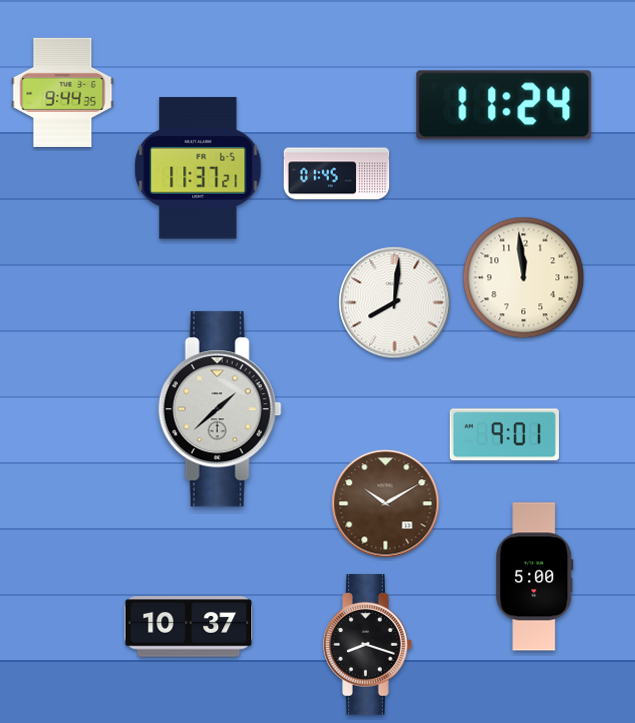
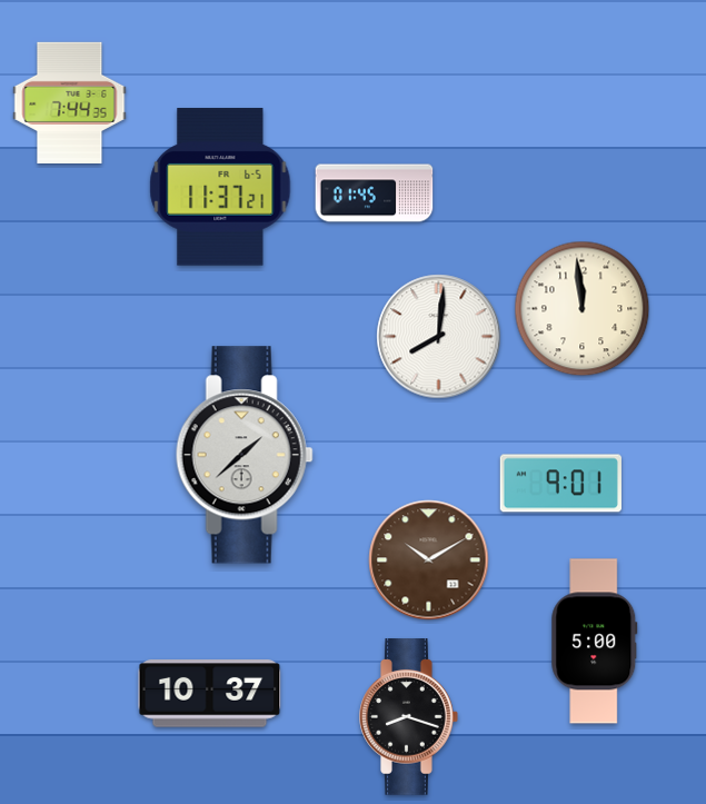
clock at (63, 92): 9:44 -> 7:44
clock at (504, 105): 11:24 -> none
clock at (189, 627) position: (189, 627) -> (210, 694)
